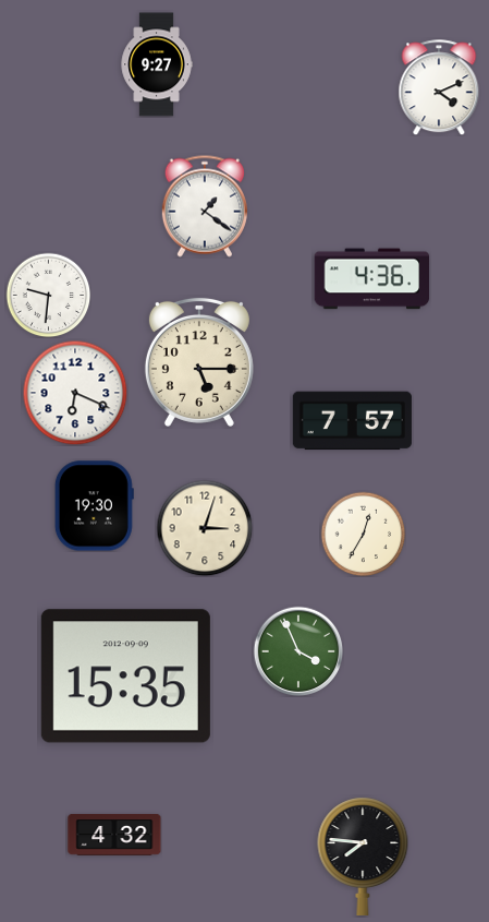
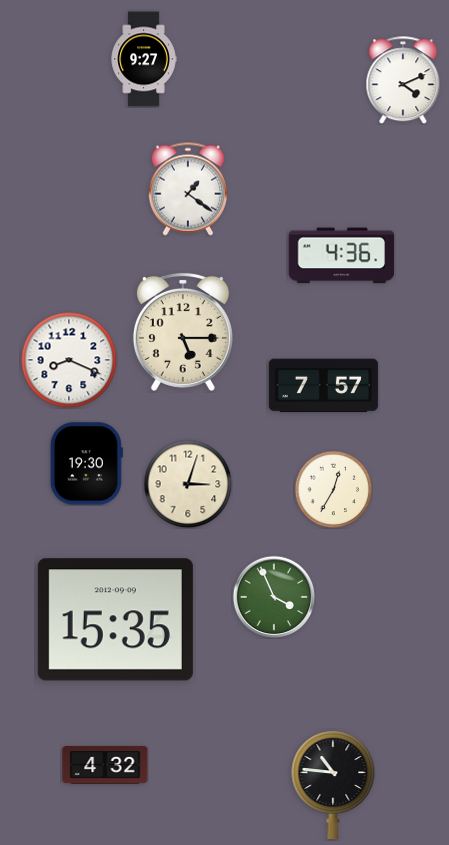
clock at (48, 295): 9:31 -> none
clock at (75, 393): 6:19 -> 8:19
clock at (363, 857): 7:46 -> 10:46
